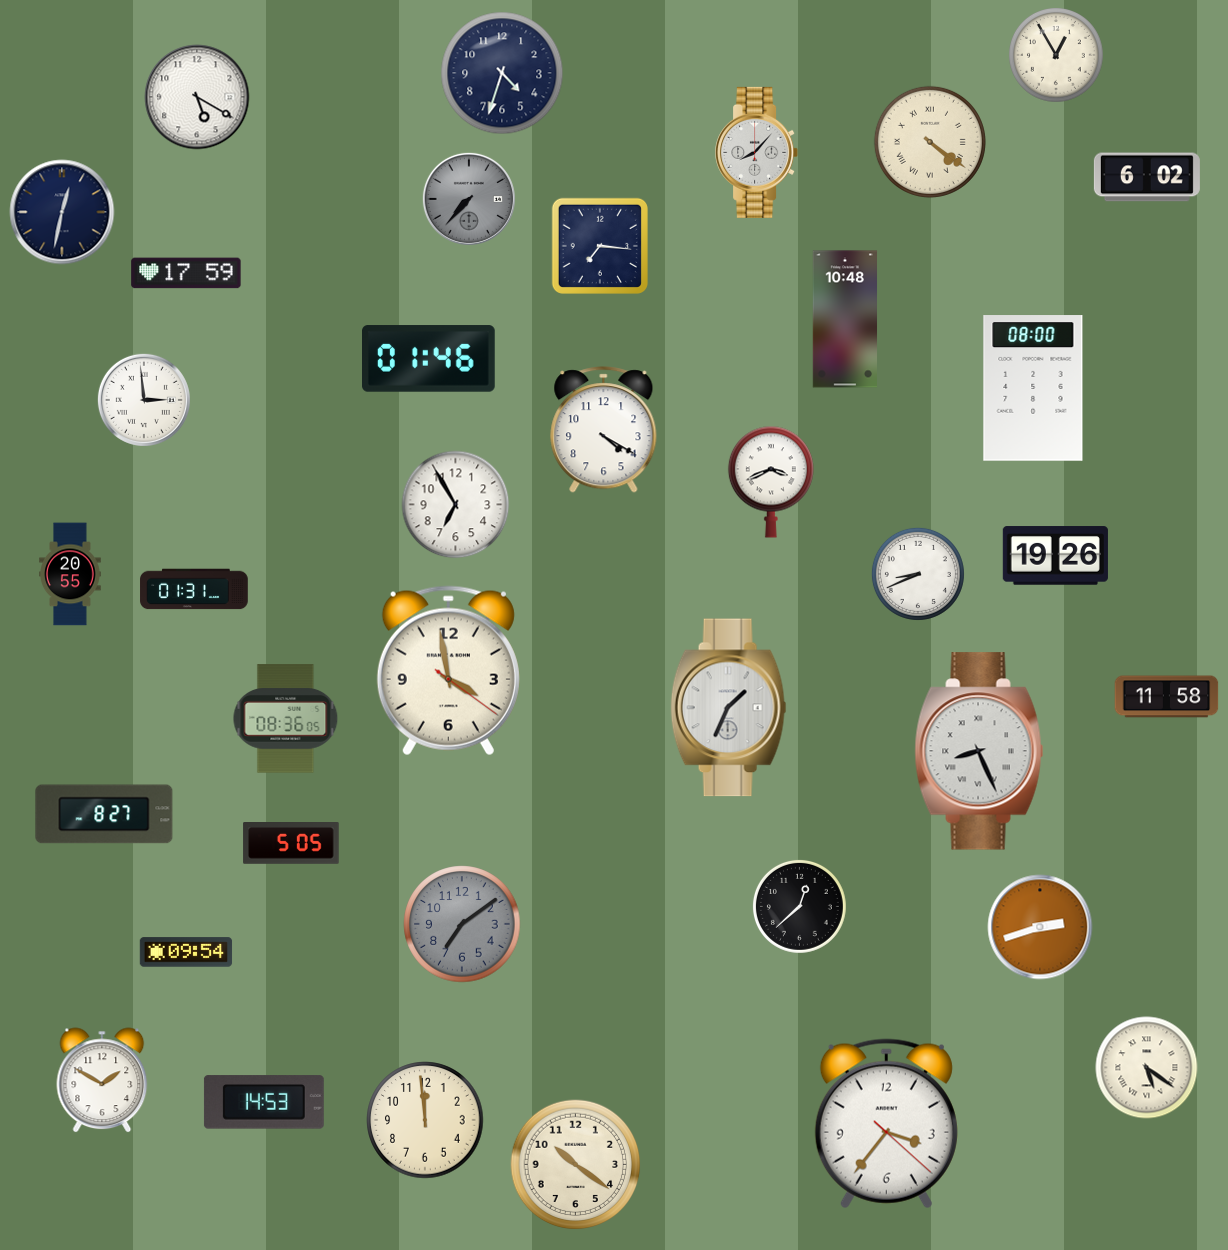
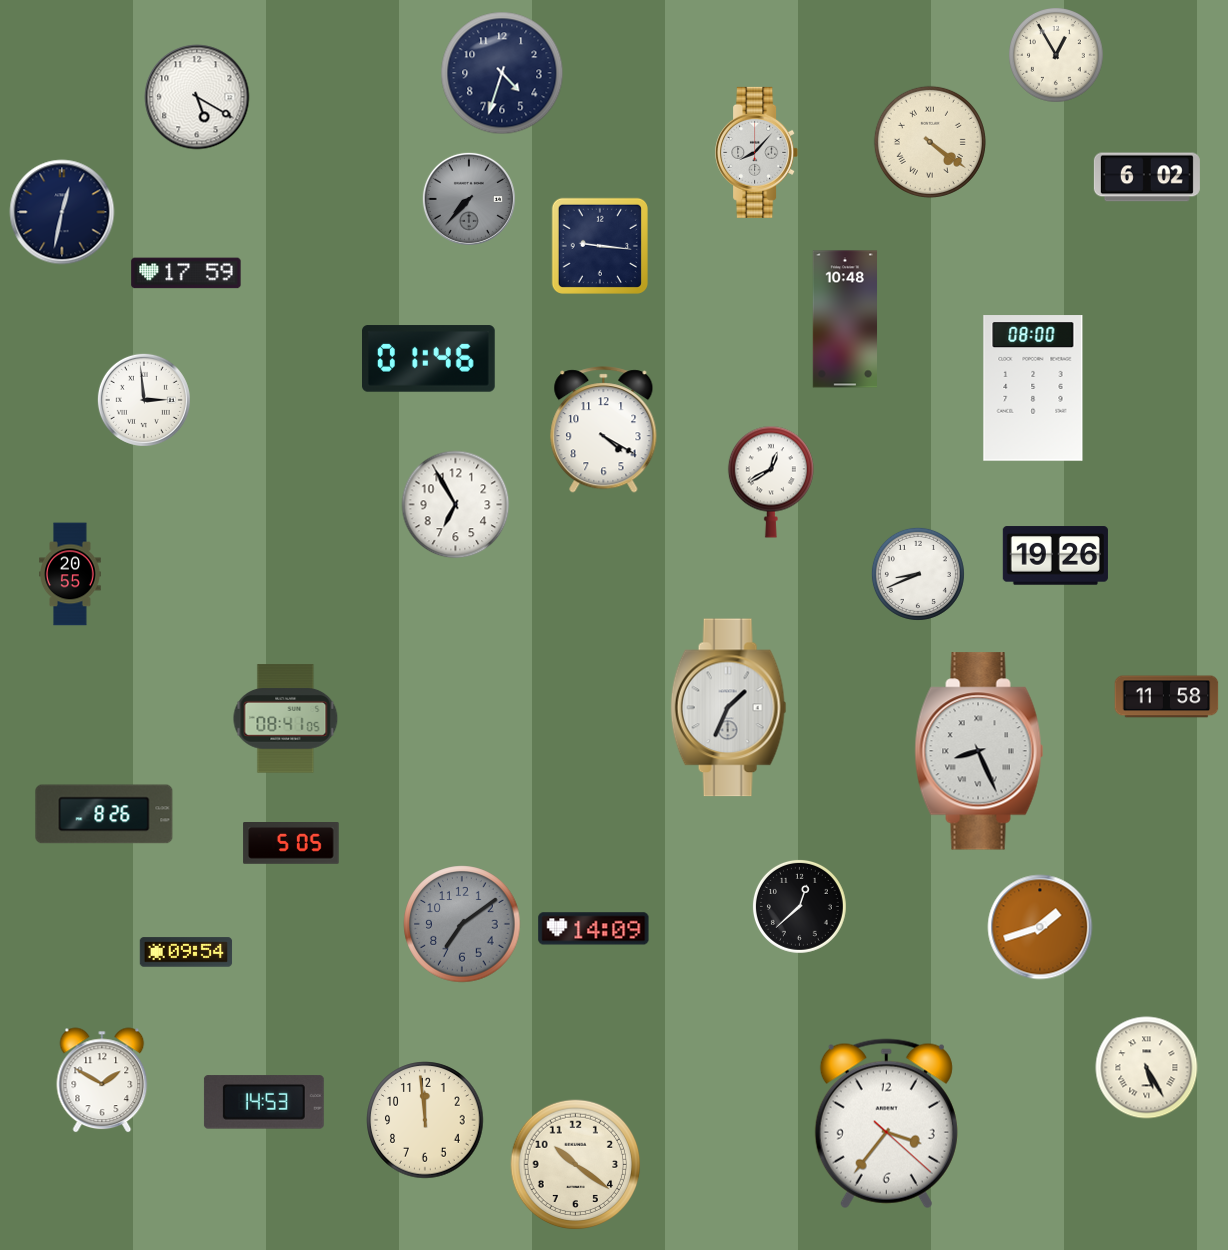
clock at (600, 246): 7:16 -> 9:16
clock at (771, 482): 3:41 -> 12:40
clock at (194, 589): 01:31 -> none
clock at (448, 671): 3:58 -> none
clock at (286, 719): 08:36 -> 08:41
clock at (104, 814): 8:27 -> 8:26
clock at (1040, 927): 2:42 -> 1:42
clock at (594, 929): none -> 14:09
clock at (1147, 1068): 5:21 -> 5:25
